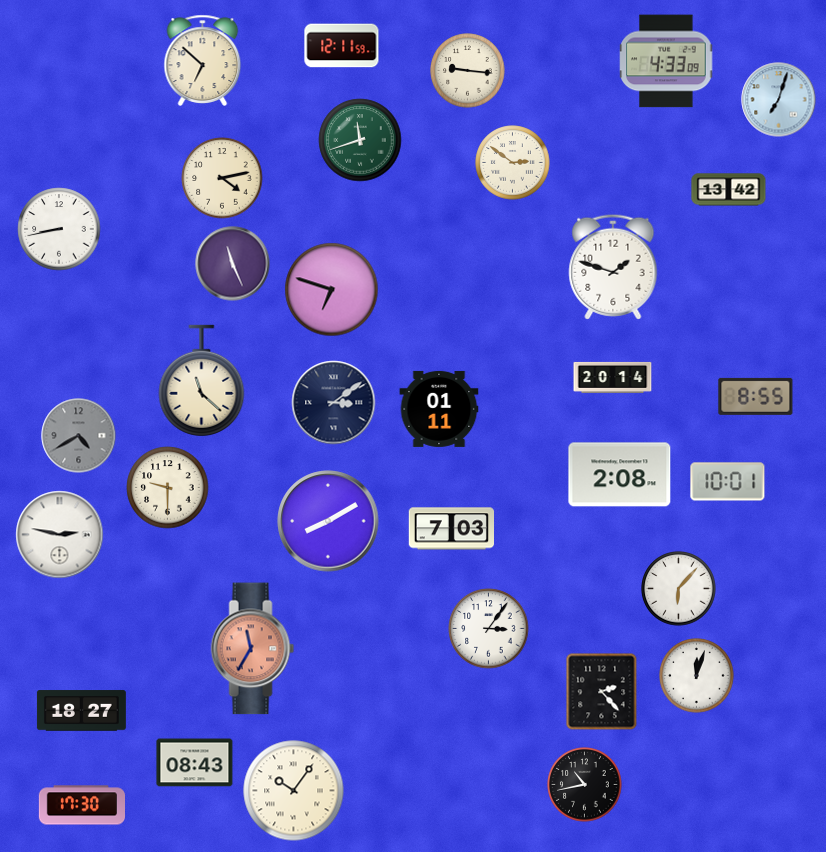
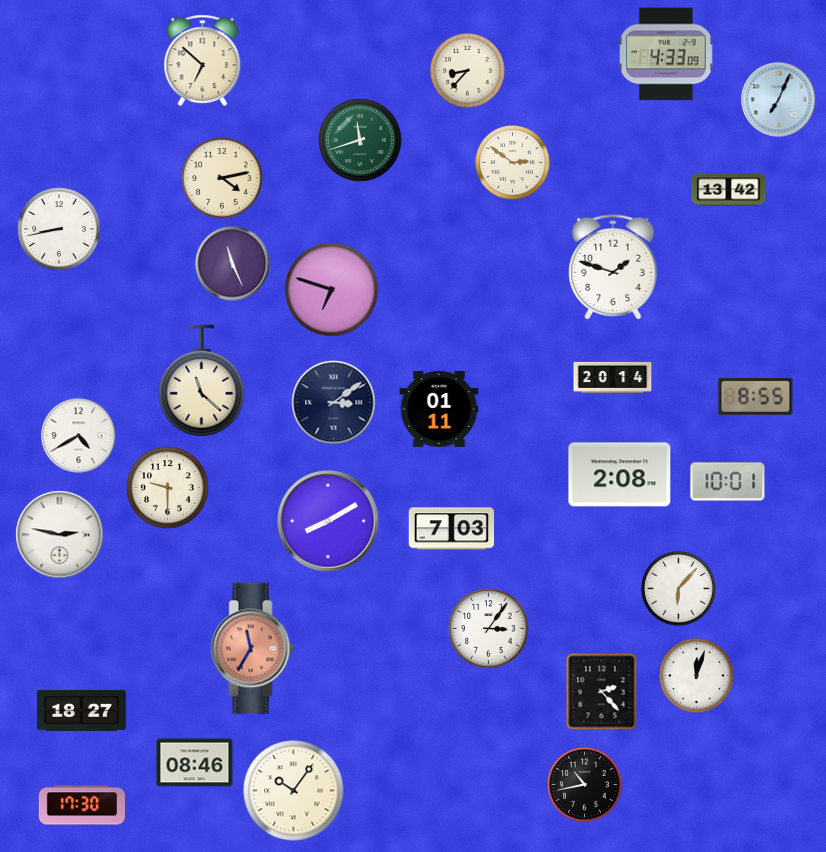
clock at (342, 46): 12:11 -> none
clock at (666, 61) position: (666, 61) -> (666, 54)
clock at (468, 71): 9:16 -> 8:37
clock at (779, 100): 7:03 -> 7:04
clock at (79, 436) dial: grey -> white
clock at (195, 763): 08:43 -> 08:46
